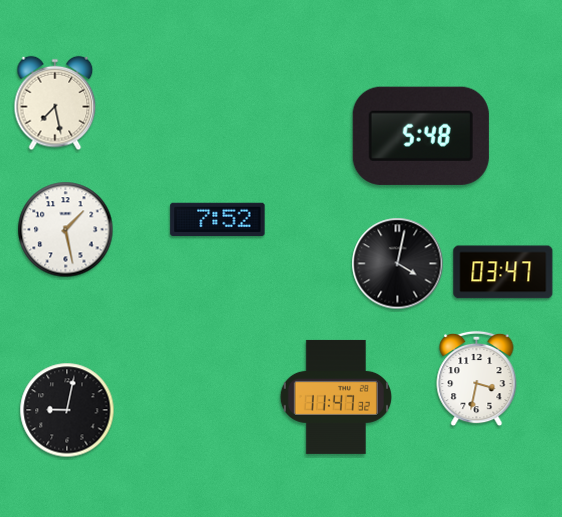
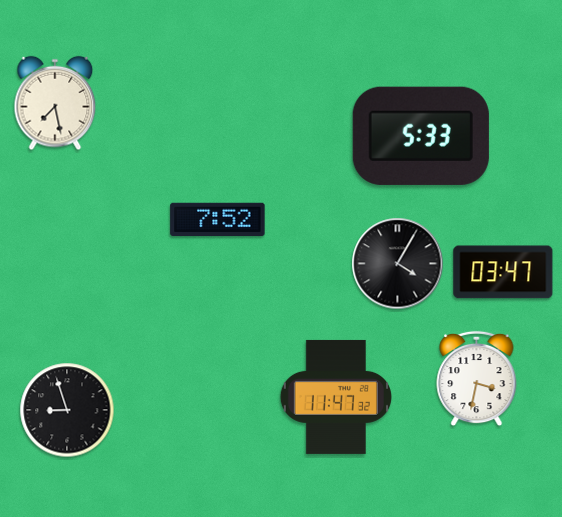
clock at (421, 136): 5:48 -> 5:33
clock at (66, 230): 1:28 -> none
clock at (398, 264): 4:02 -> 4:05
clock at (67, 410): 9:02 -> 8:57
